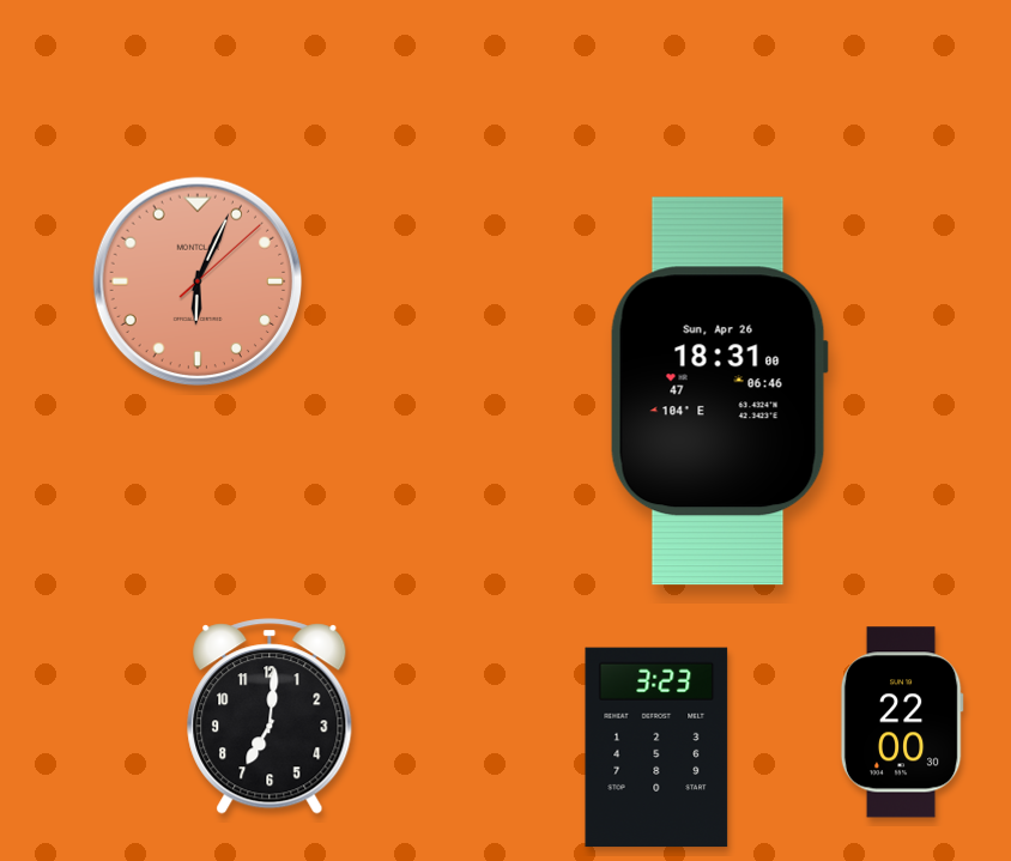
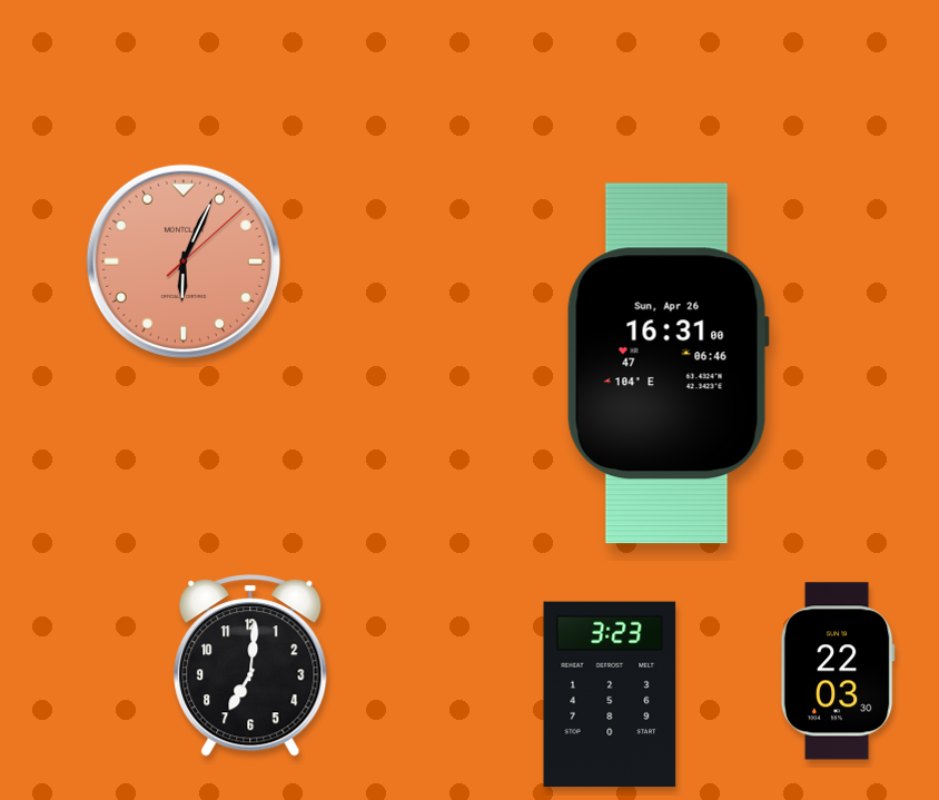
clock at (719, 392): 18:31 -> 16:31
clock at (902, 722): 22:00 -> 22:03
